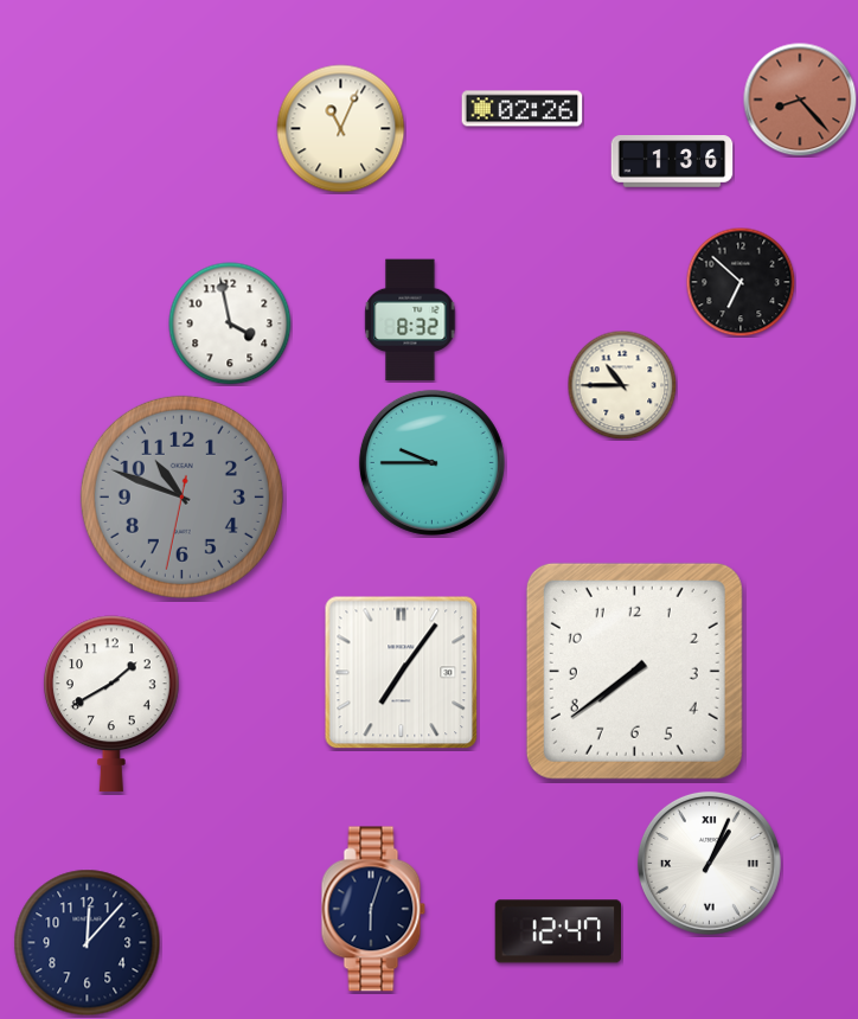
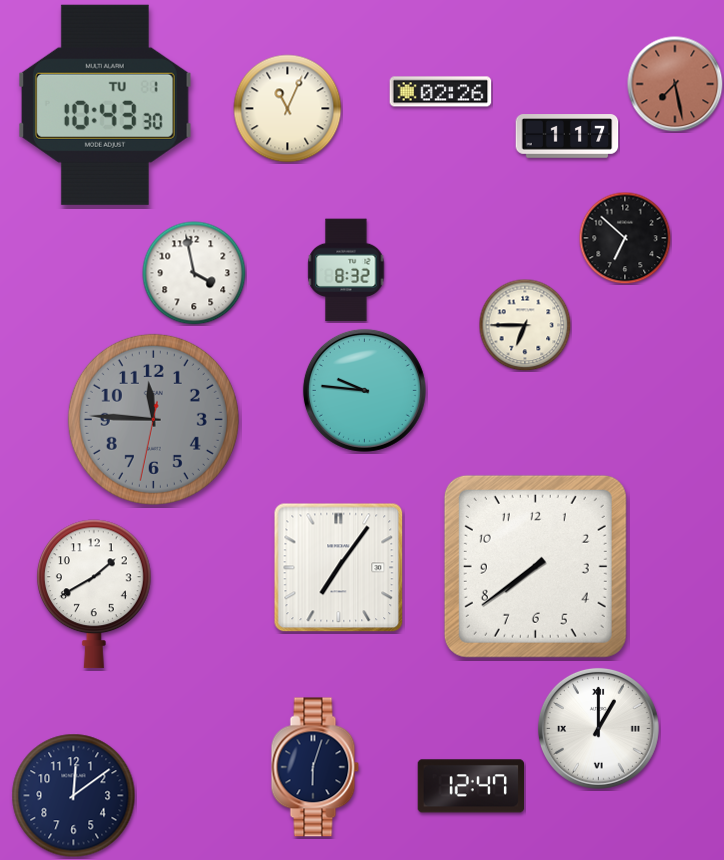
clock at (800, 100): 8:23 -> 7:28
clock at (105, 105): none -> 10:43
clock at (672, 161): 1:36 -> 1:17
clock at (622, 385): 10:45 -> 6:45
clock at (431, 462): 9:45 -> 9:46
clock at (181, 496): 10:48 -> 11:45
clock at (709, 863): 1:04 -> 1:00
clock at (88, 943): 12:07 -> 12:09
